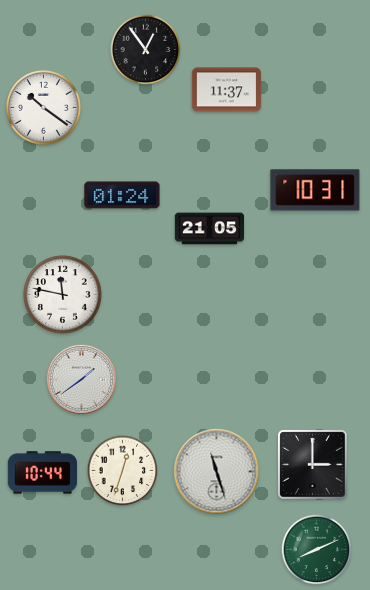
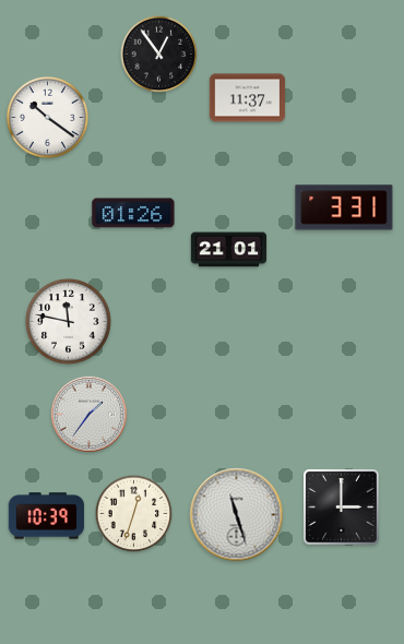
clock at (315, 190): 10:31 -> 3:31
clock at (122, 195): 01:24 -> 01:26
clock at (210, 229): 21:05 -> 21:01
clock at (81, 379): 1:39 -> 1:36
clock at (42, 473): 10:44 -> 10:39
clock at (317, 550): 8:11 -> none
